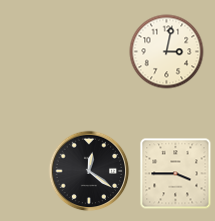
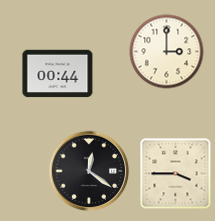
clock at (167, 52): 3:02 -> 3:00
clock at (58, 74): none -> 00:44
